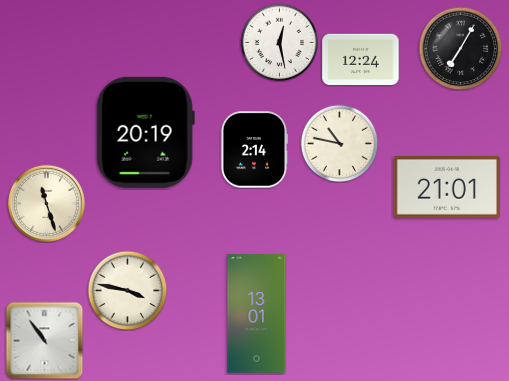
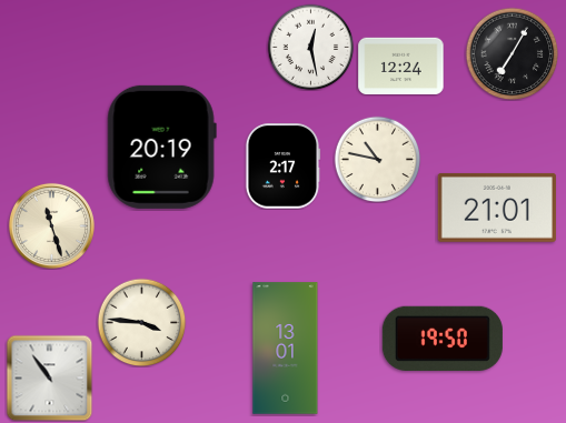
clock at (254, 150): 2:14 -> 2:17
clock at (127, 290): 3:47 -> 3:46
clock at (443, 339): none -> 19:50
